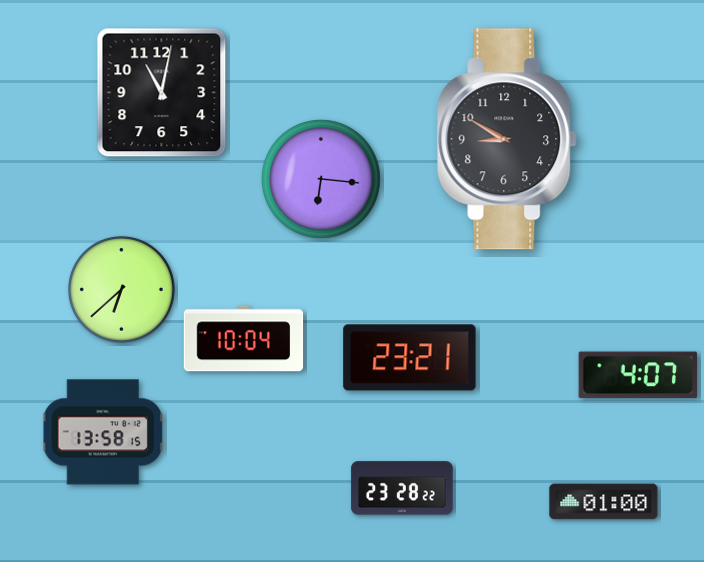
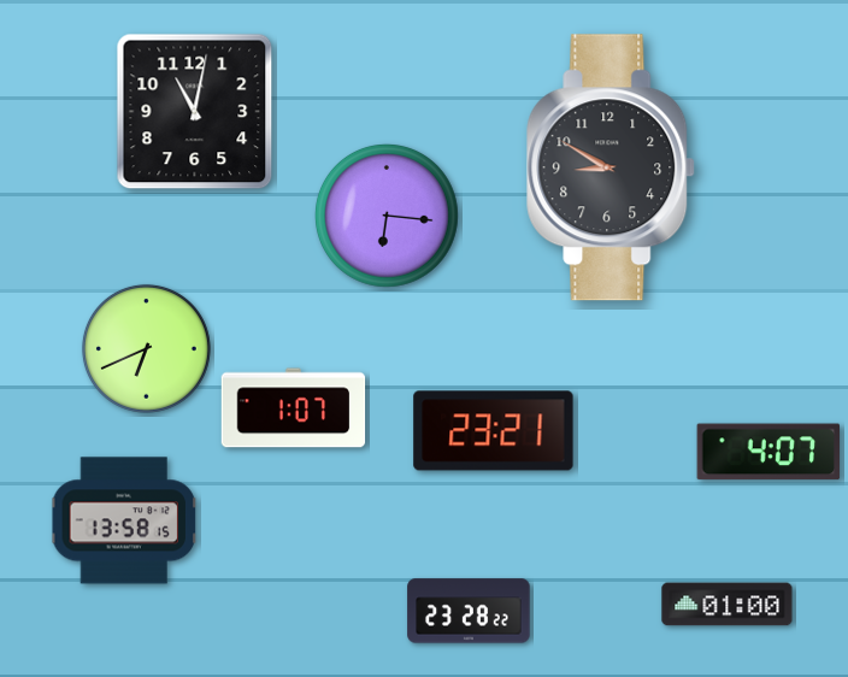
clock at (121, 289): 6:38 -> 6:41
clock at (244, 339): 10:04 -> 1:07
clock at (402, 488) position: (402, 488) -> (469, 611)
